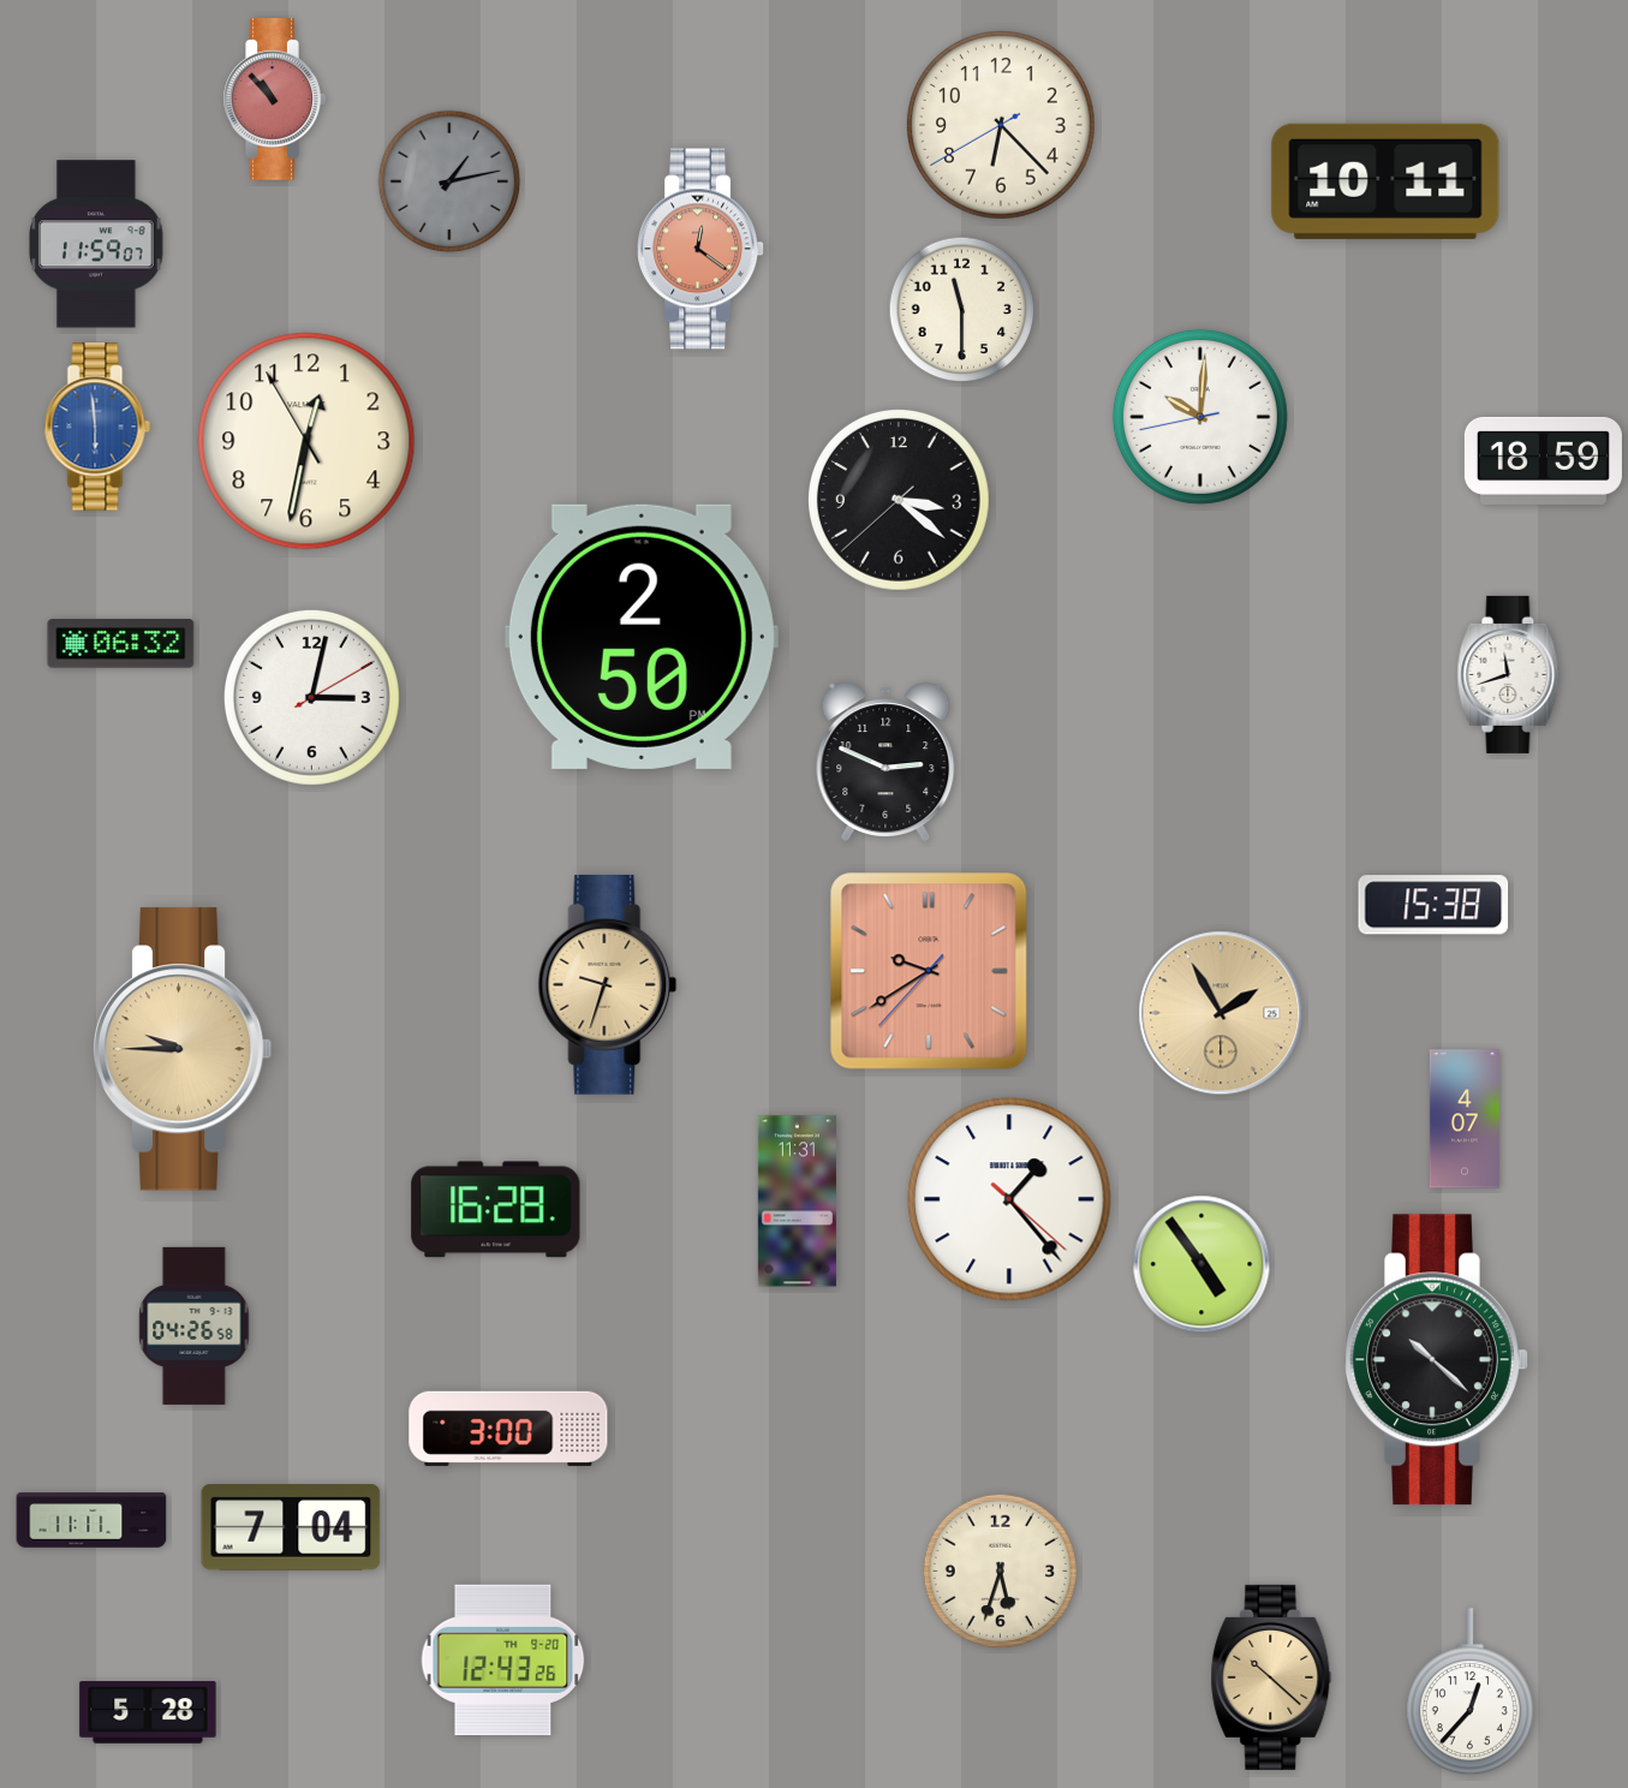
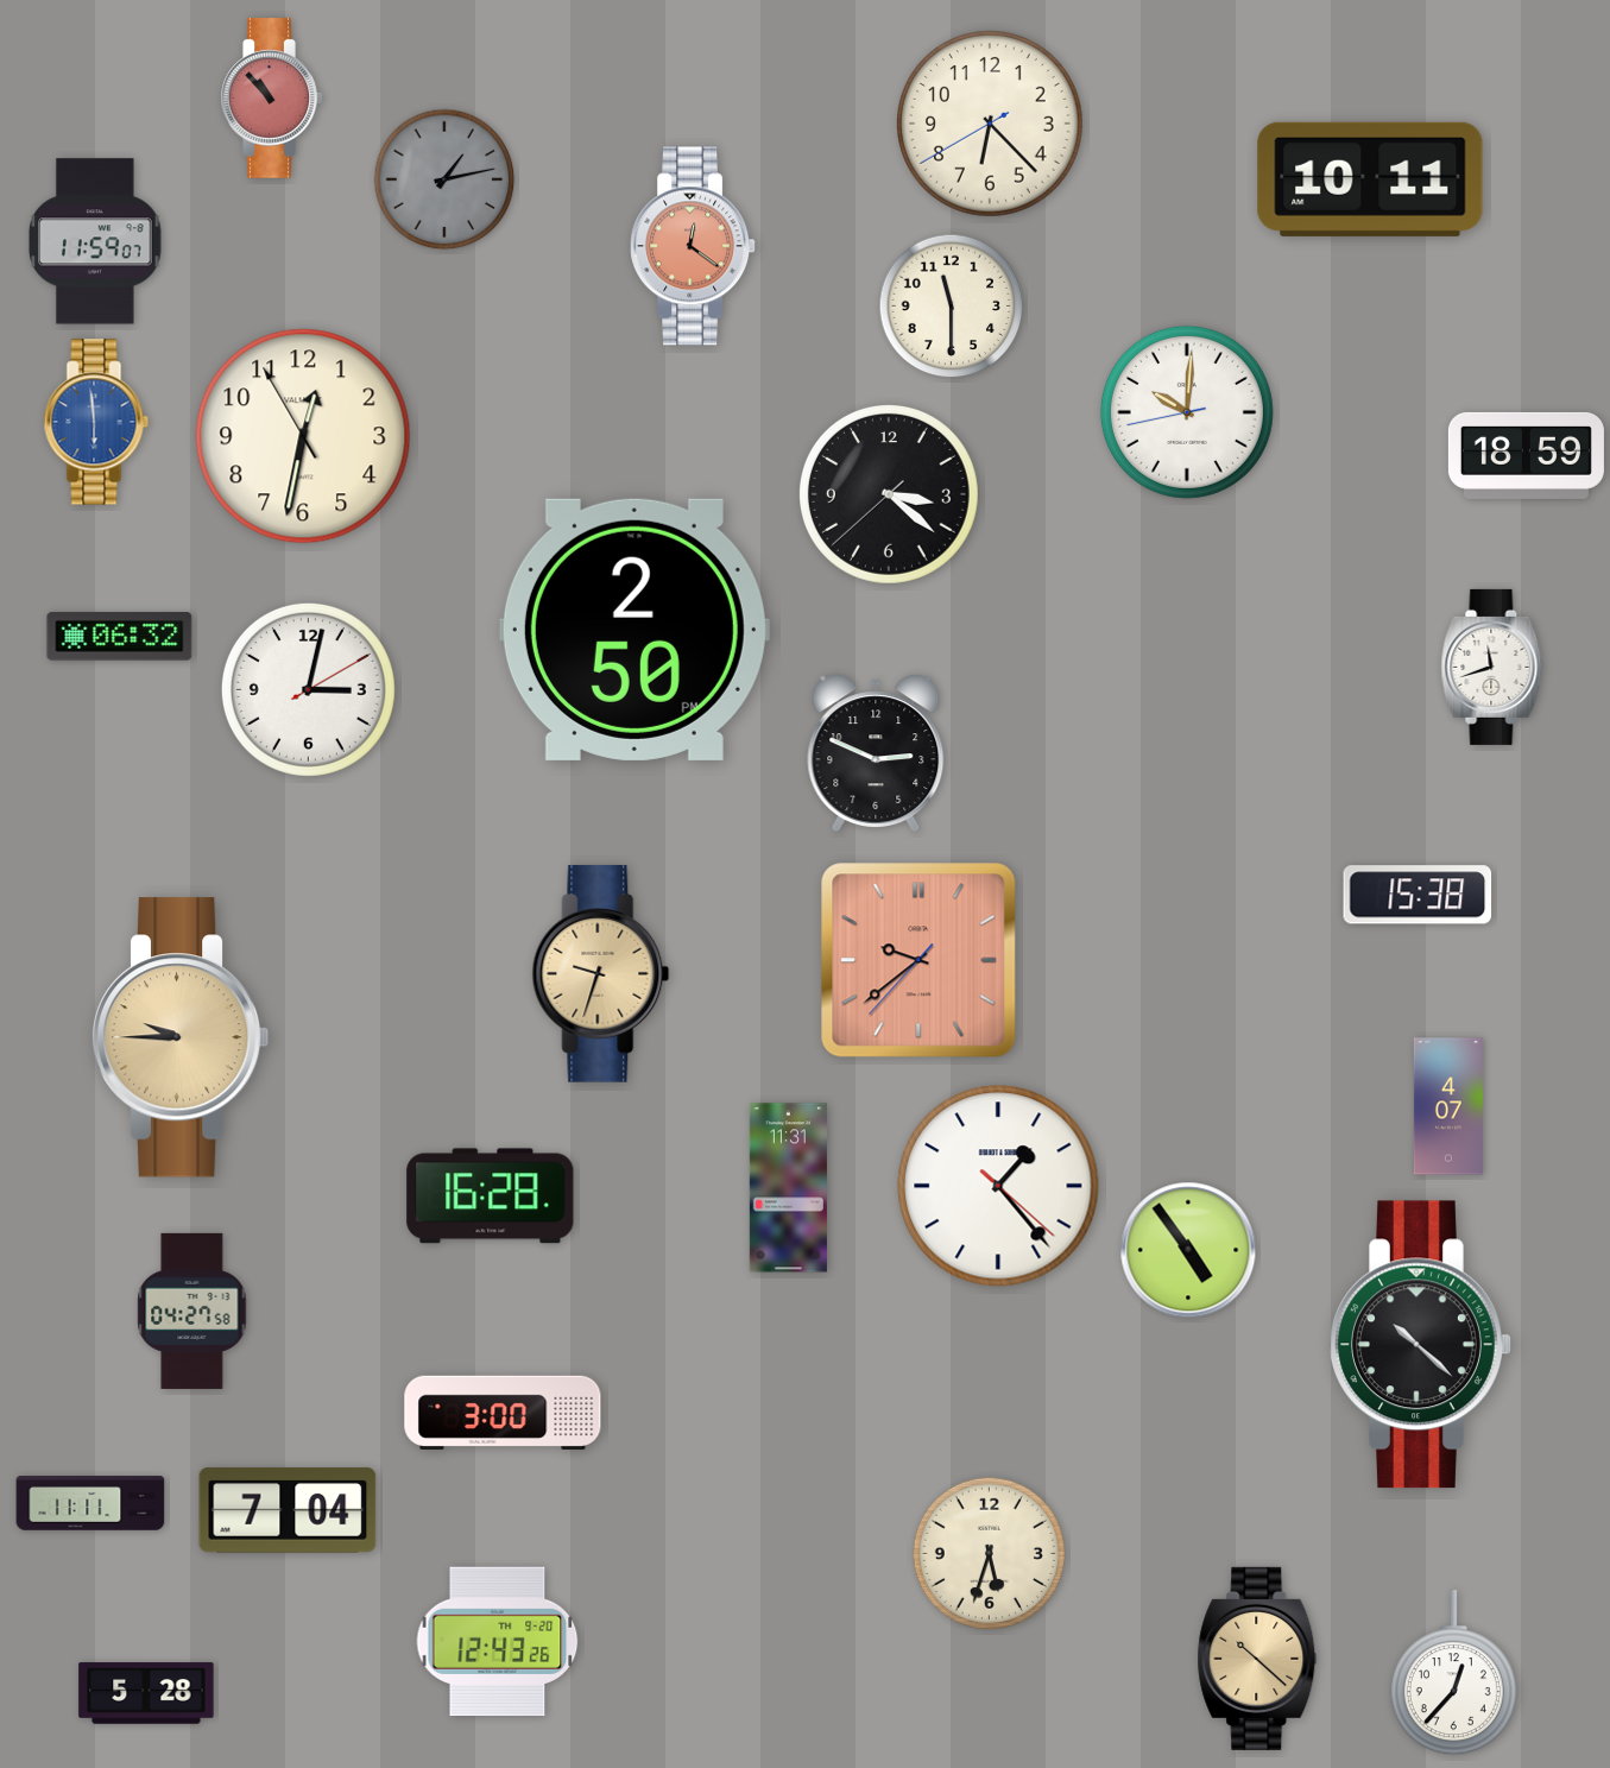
clock at (929, 971): 9:39 -> 9:38
clock at (1221, 1013): 1:55 -> none
clock at (195, 1325): 04:26 -> 04:27
